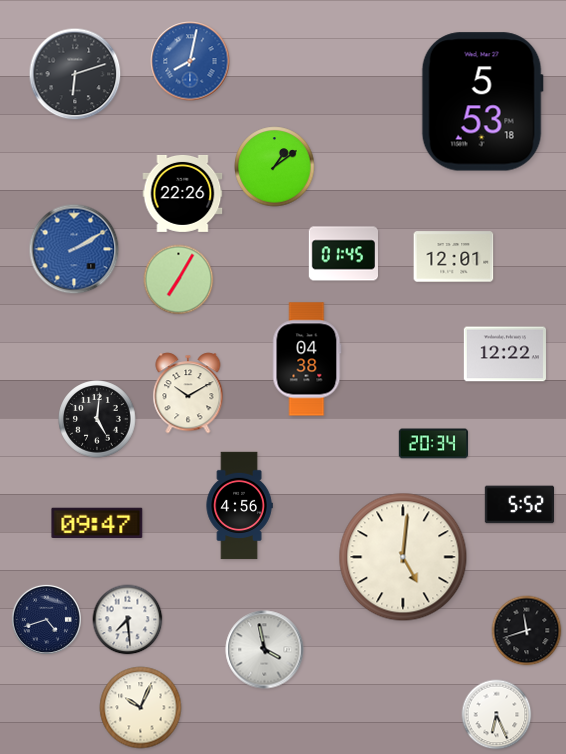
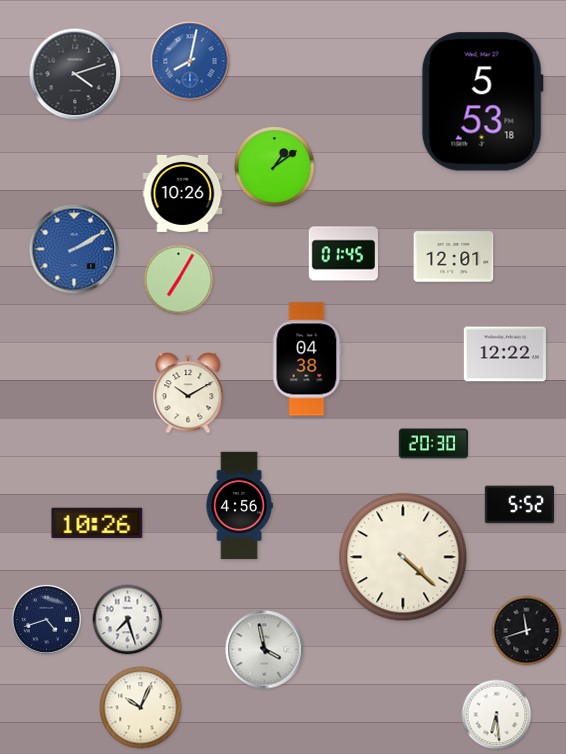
clock at (75, 74): 6:12 -> 4:12
clock at (183, 193): 22:26 -> 10:26
clock at (97, 419): 5:01 -> none
clock at (434, 444): 20:34 -> 20:30
clock at (97, 522): 09:47 -> 10:26
clock at (403, 557): 5:01 -> 4:22
clock at (128, 620): 7:29 -> 7:27
clock at (497, 715): 6:26 -> 6:29
